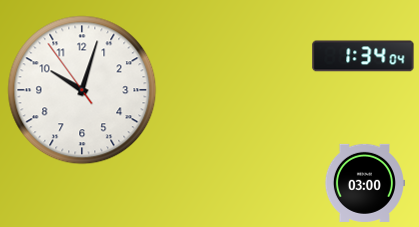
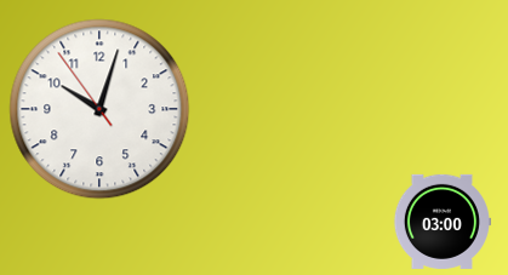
clock at (363, 56): 1:34 -> none
